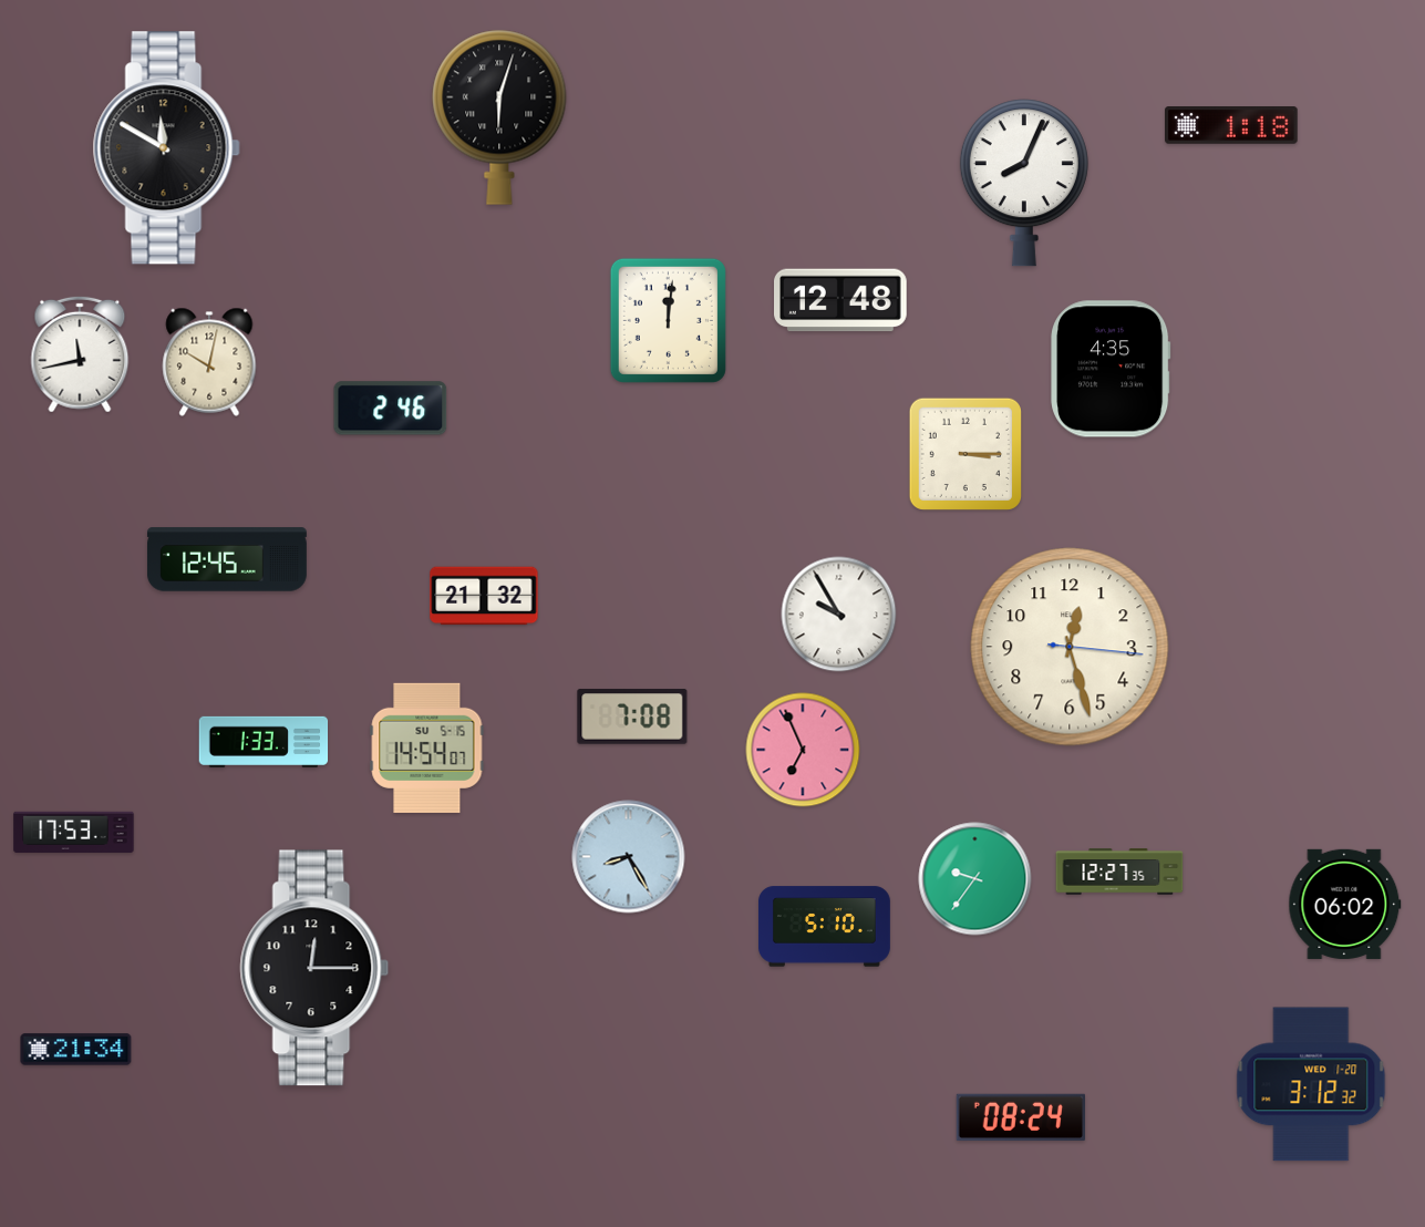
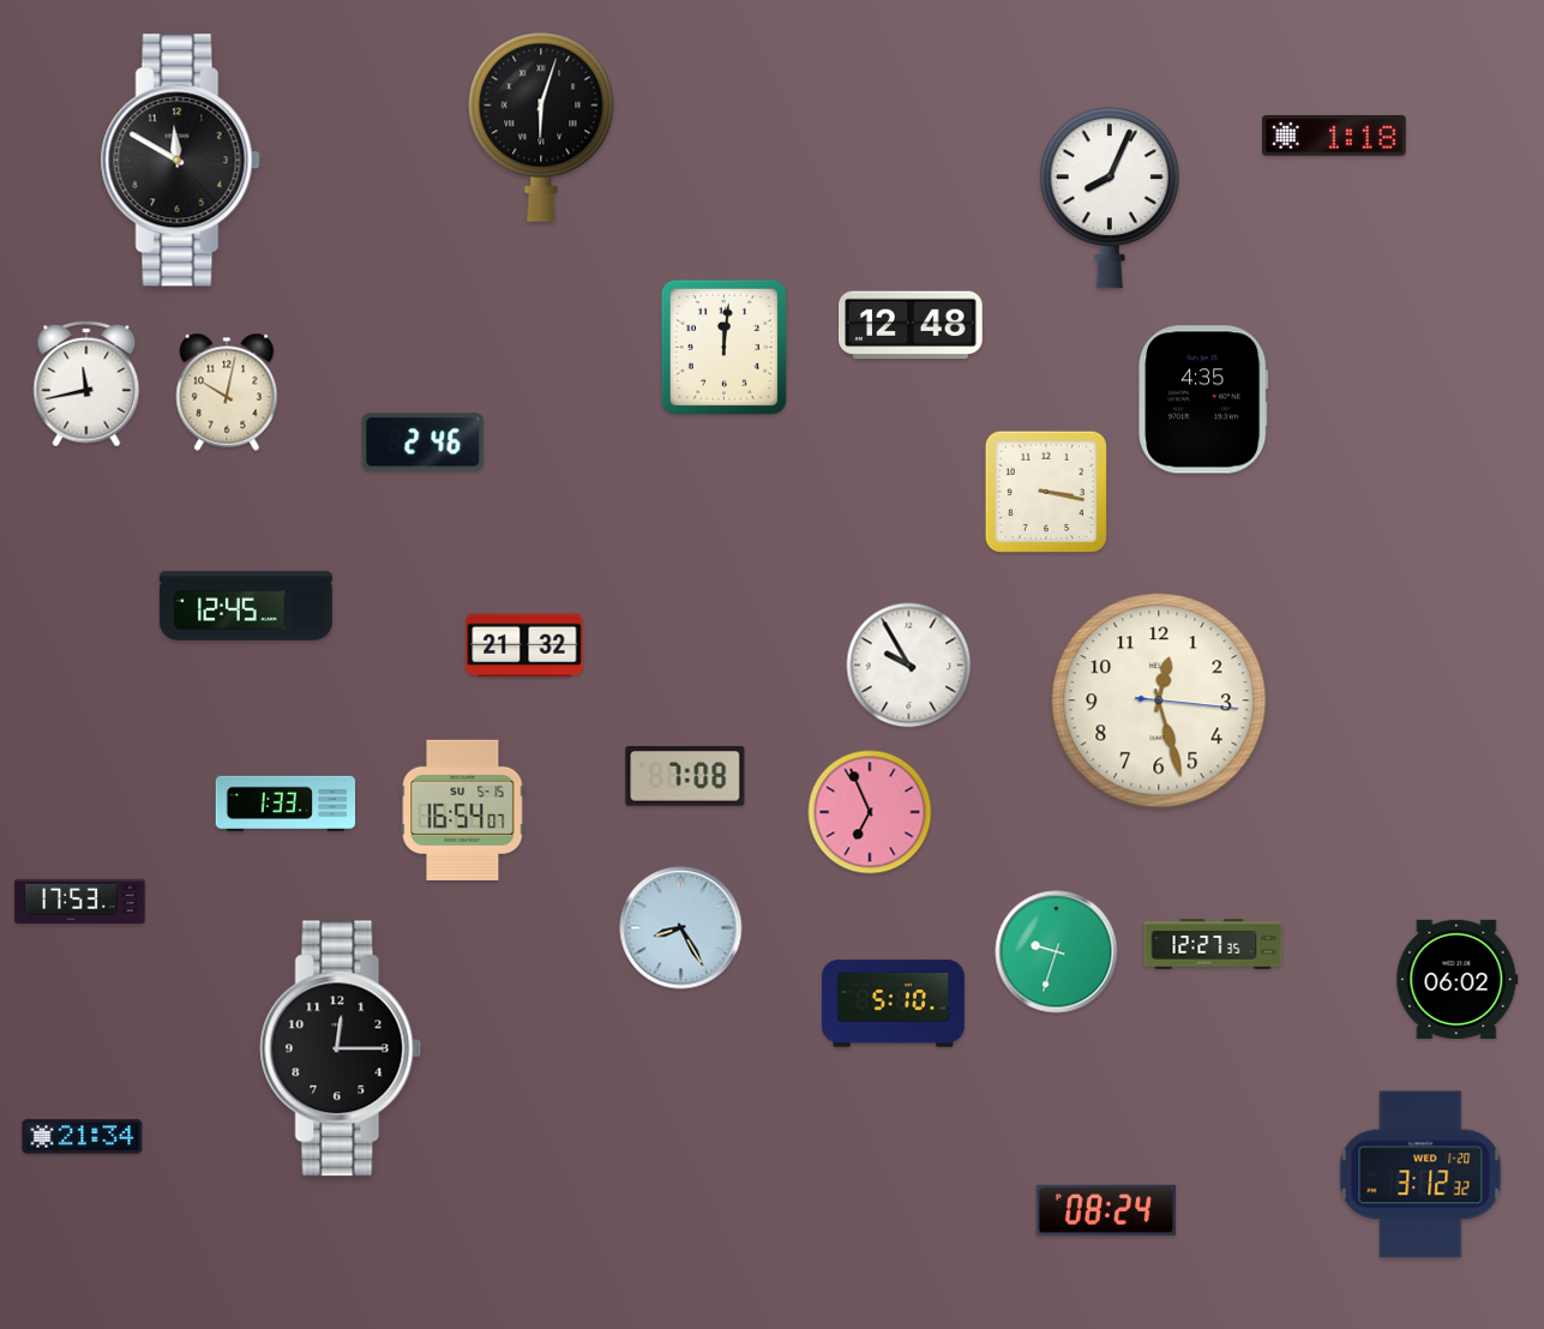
clock at (966, 454): 3:15 -> 3:17
clock at (427, 747): 14:54 -> 16:54
clock at (975, 879): 9:36 -> 9:33
